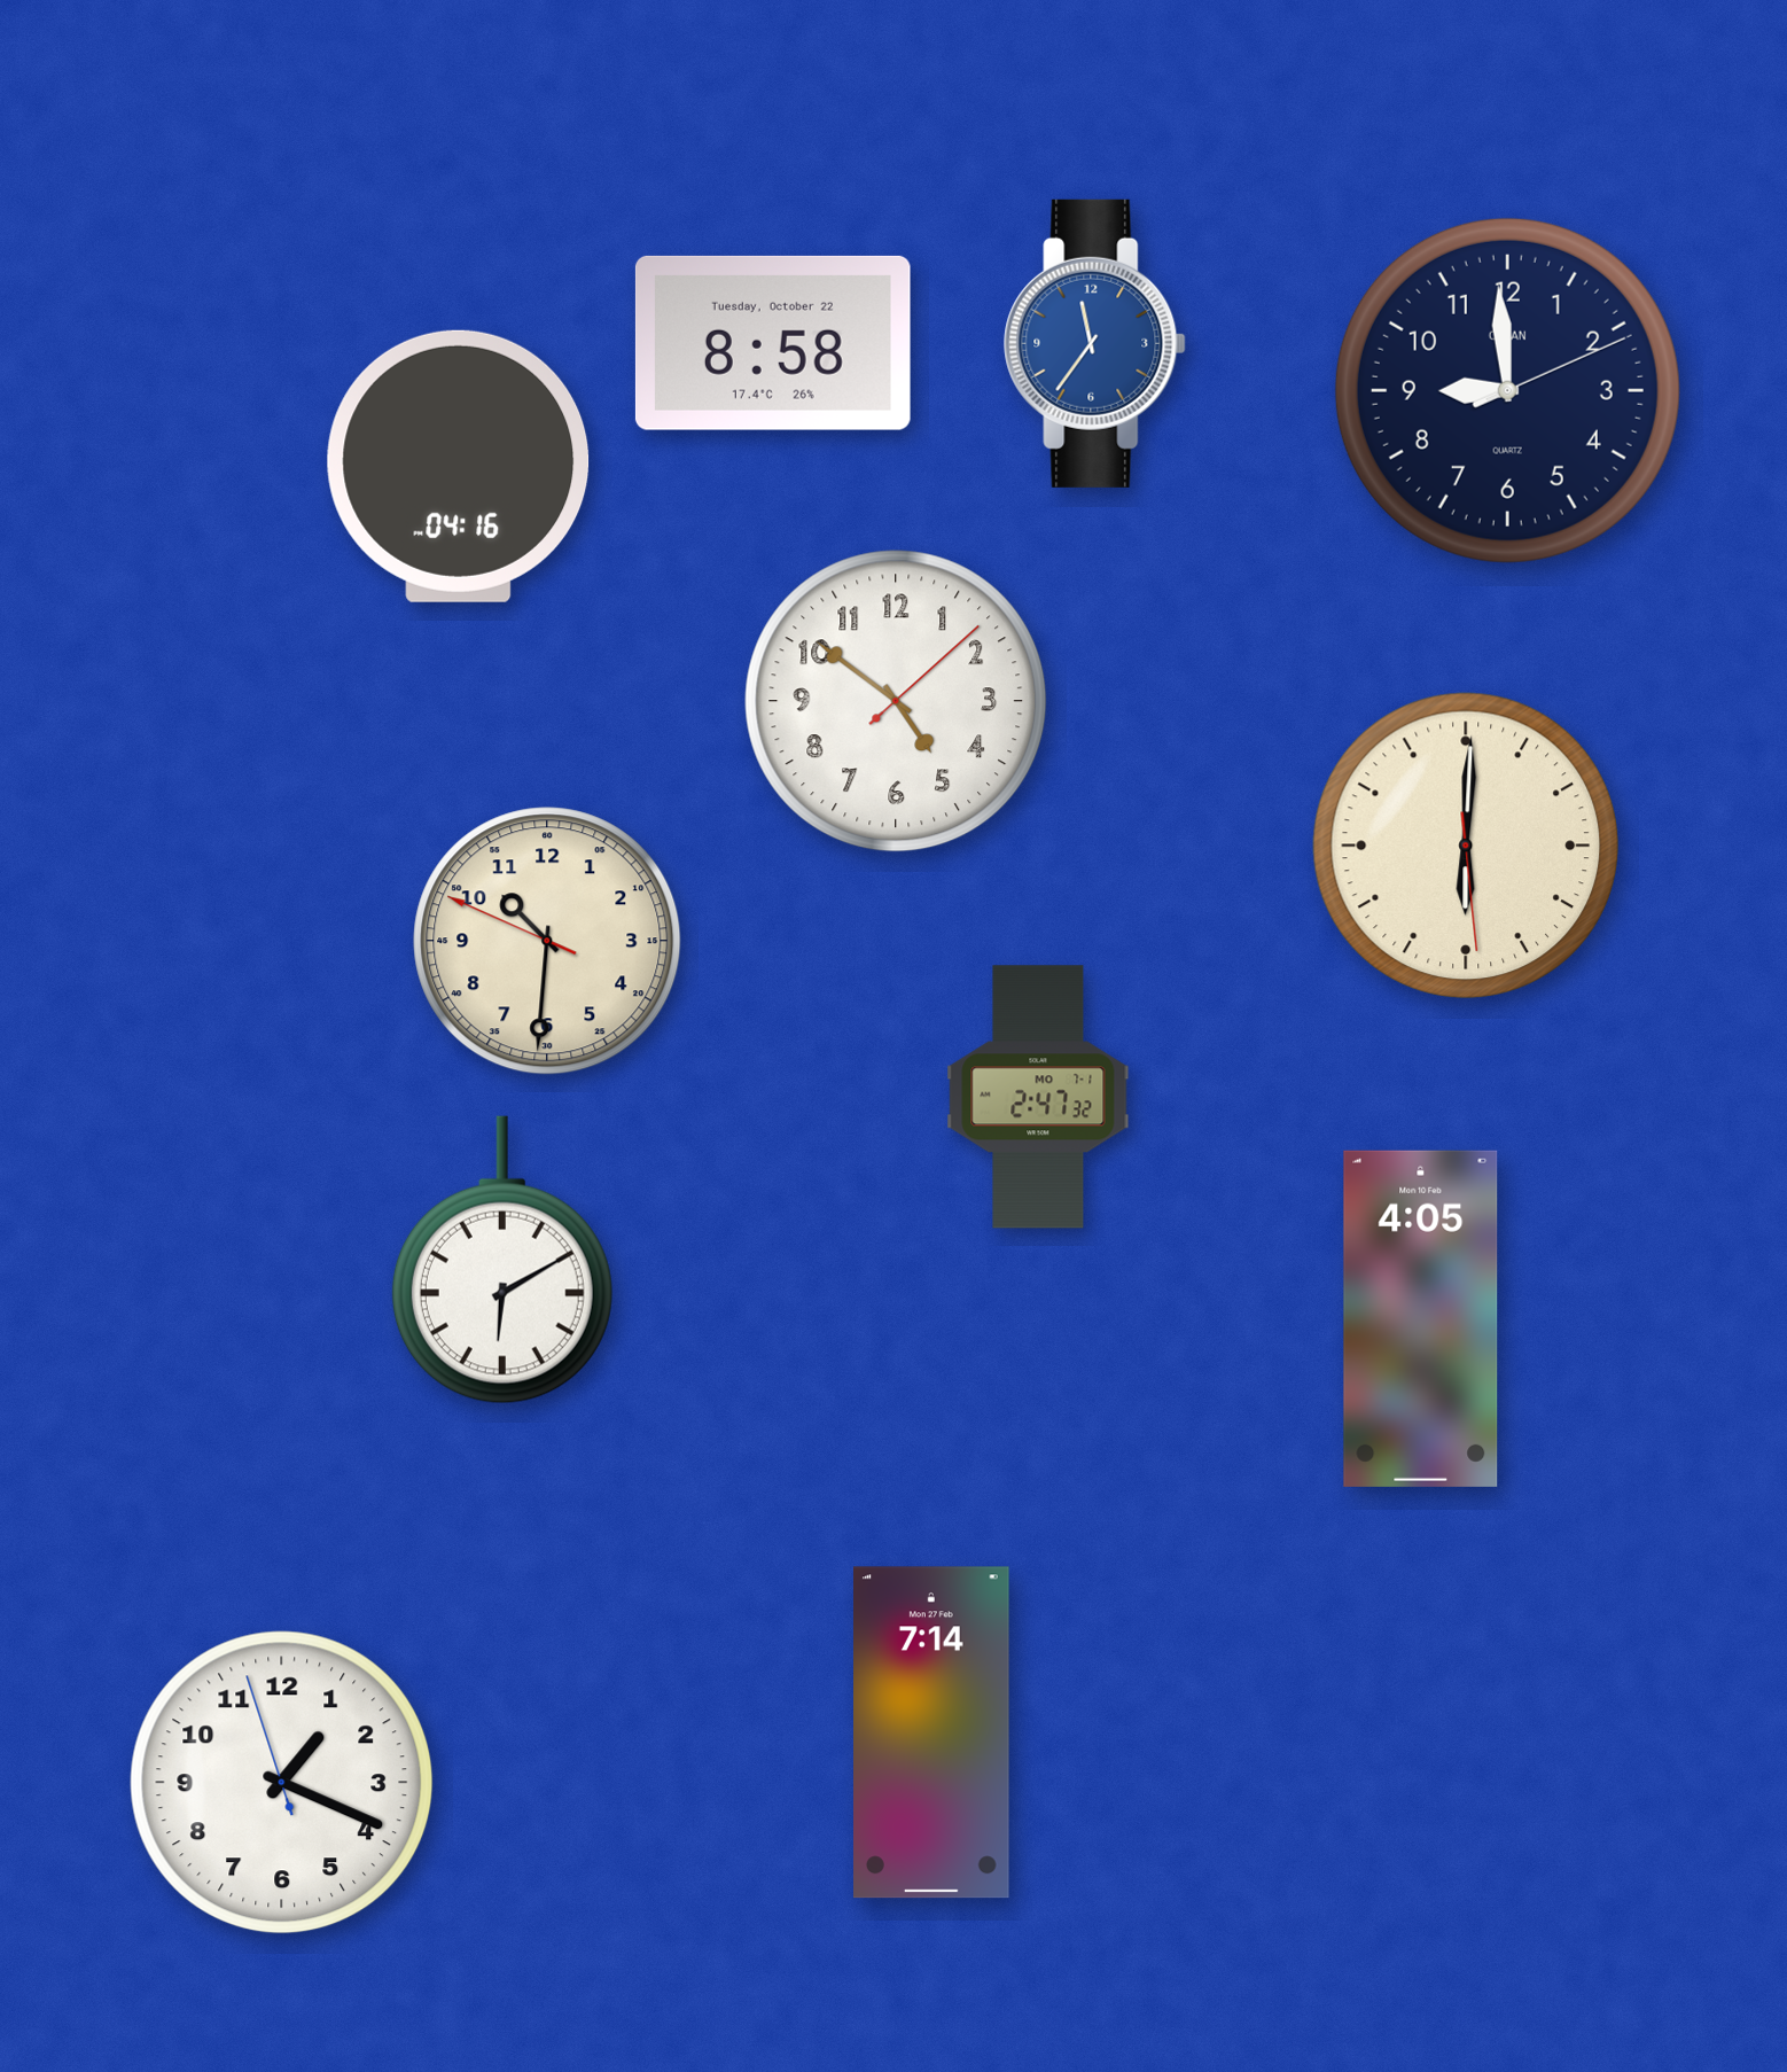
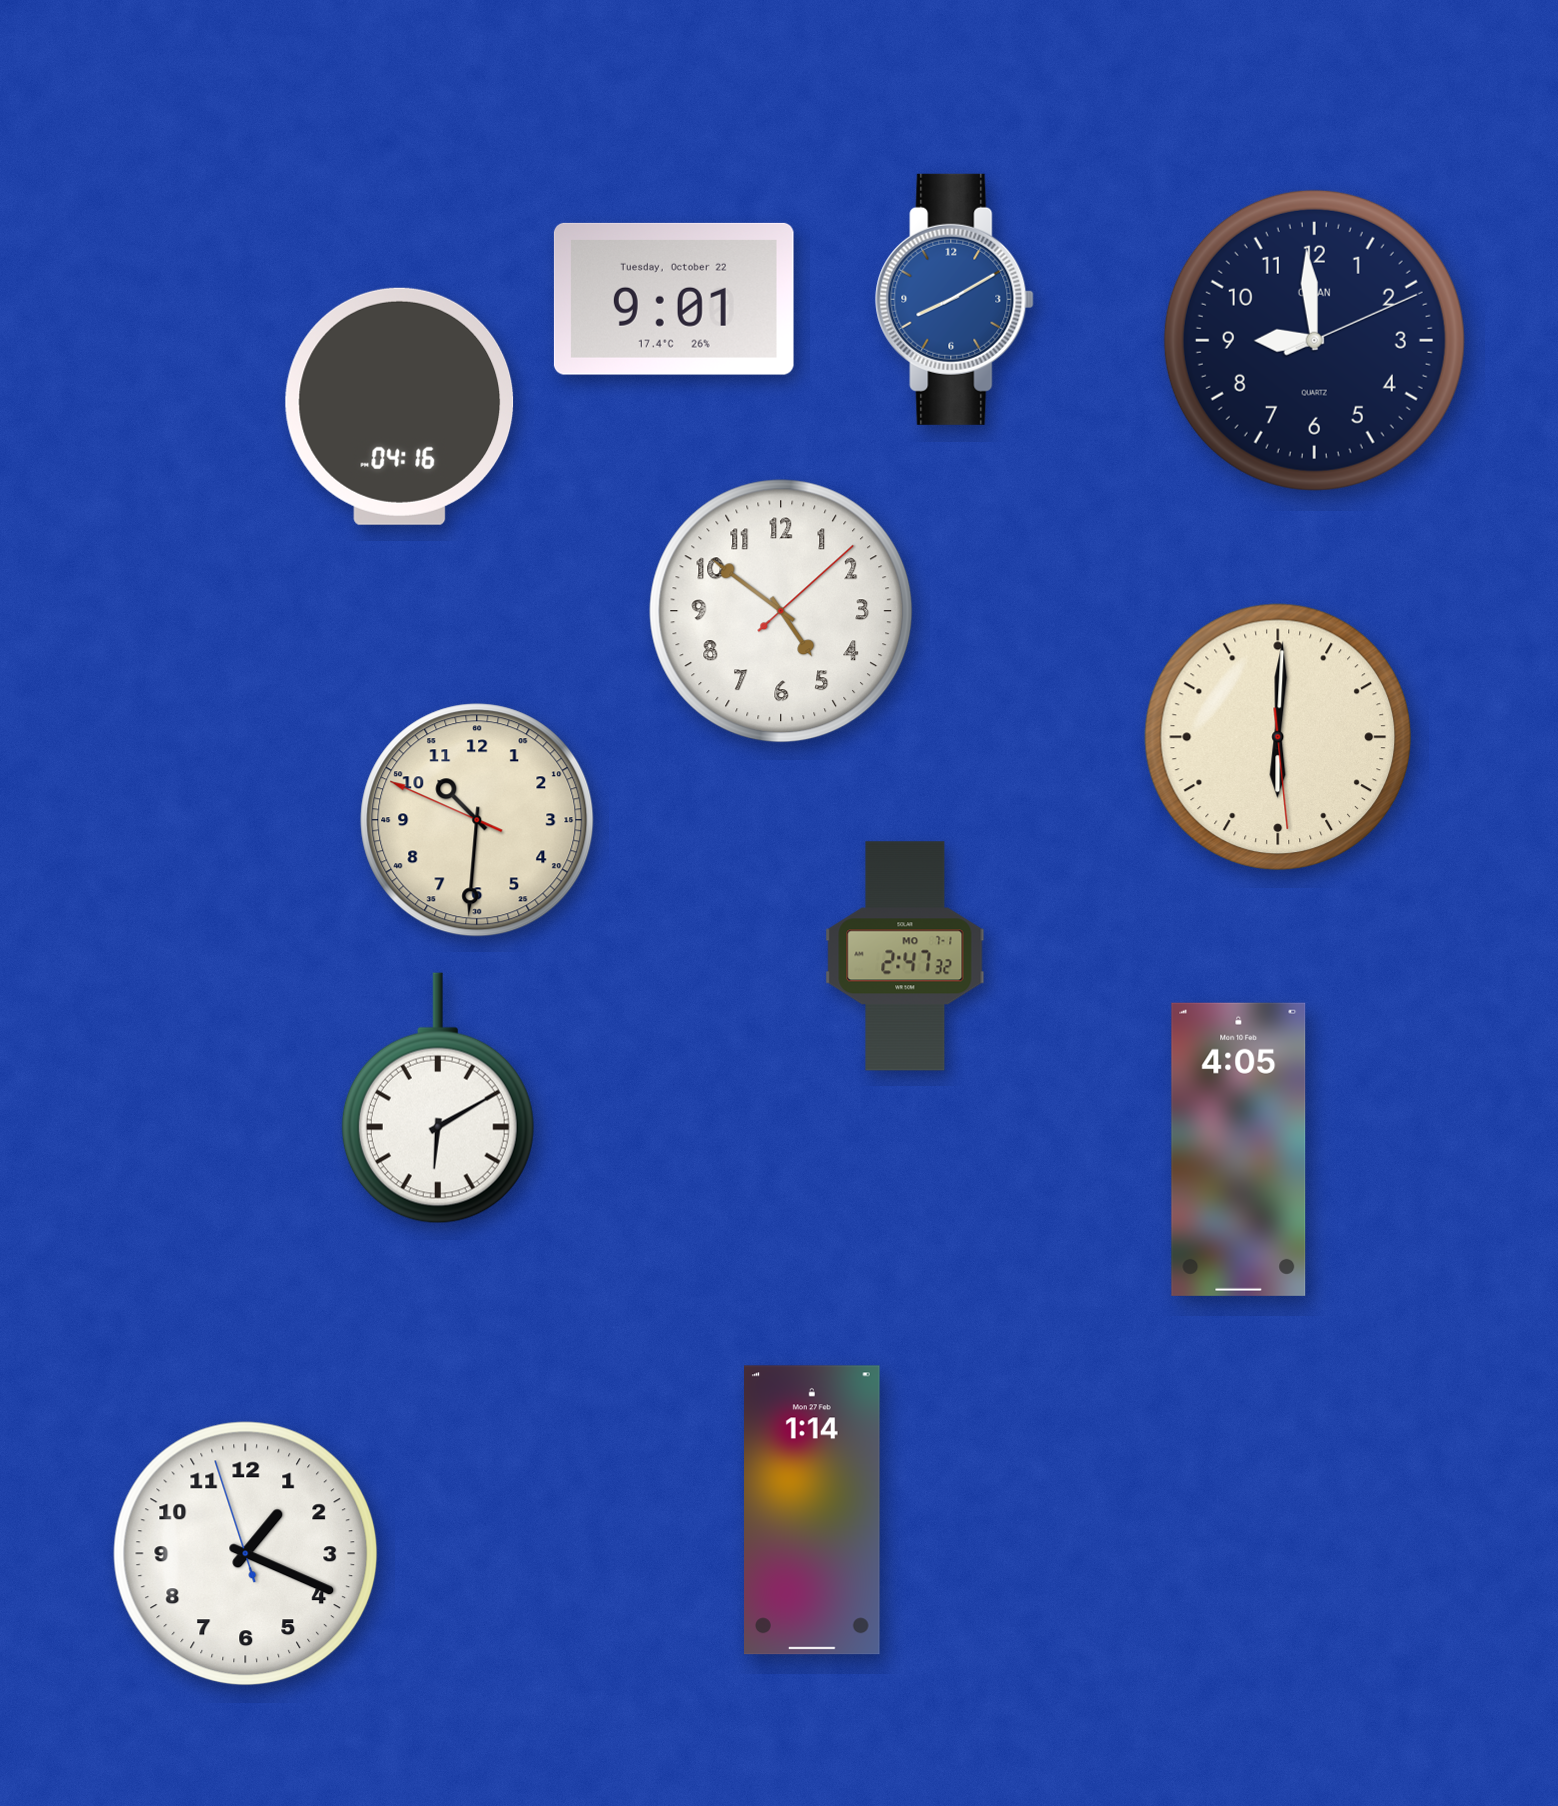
clock at (773, 343): 8:58 -> 9:01
clock at (1095, 343): 11:36 -> 8:10
clock at (932, 1732): 7:14 -> 1:14
